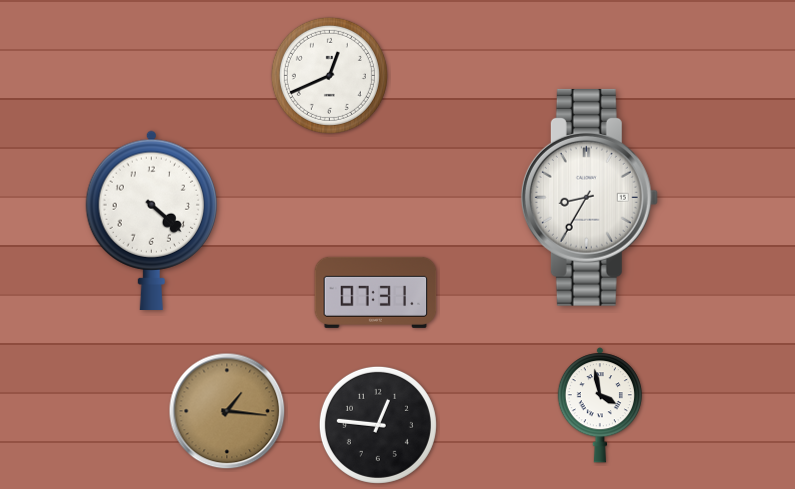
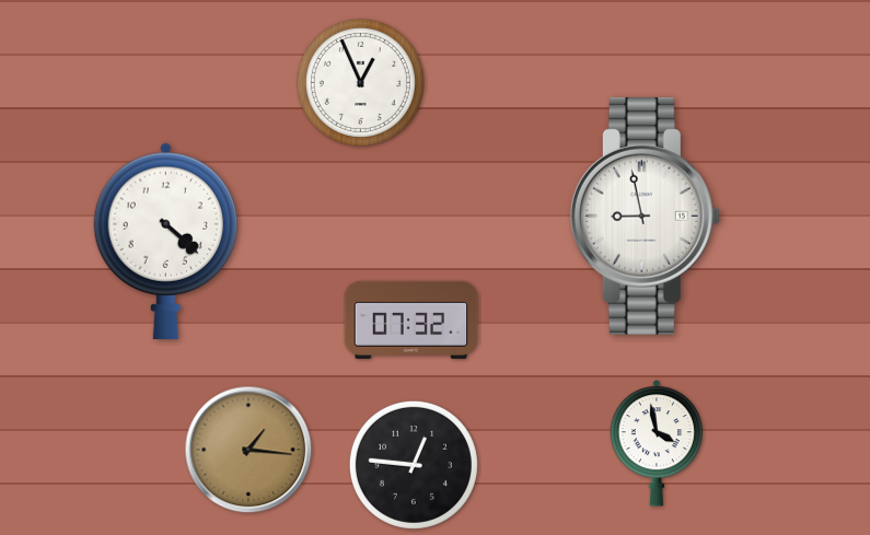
clock at (329, 75): 12:41 -> 12:56
clock at (589, 197): 8:35 -> 8:58
clock at (376, 292): 07:31 -> 07:32
